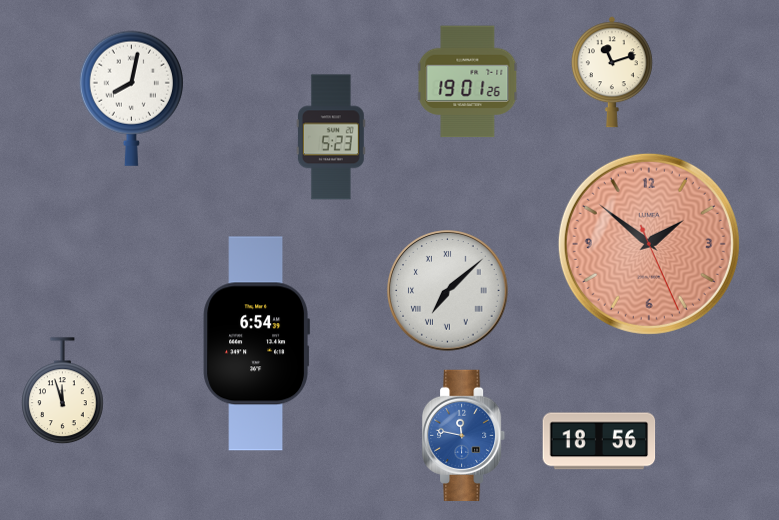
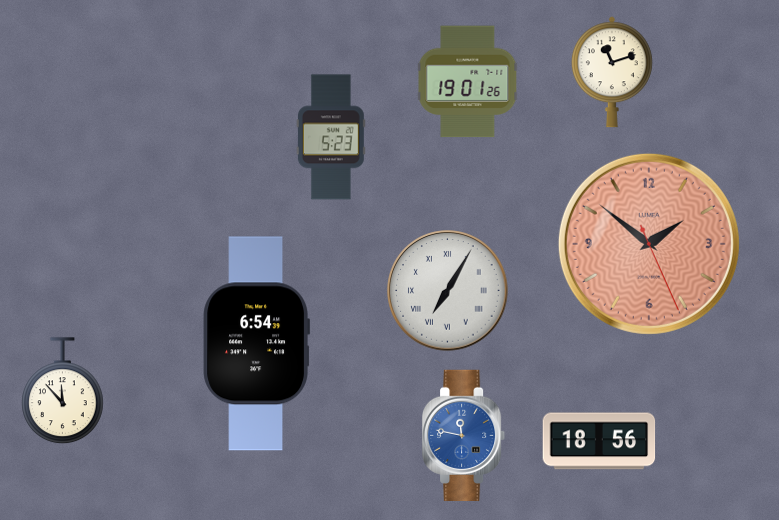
clock at (131, 98): 8:02 -> none
clock at (448, 291): 7:08 -> 7:05
clock at (63, 391): 11:57 -> 11:53
